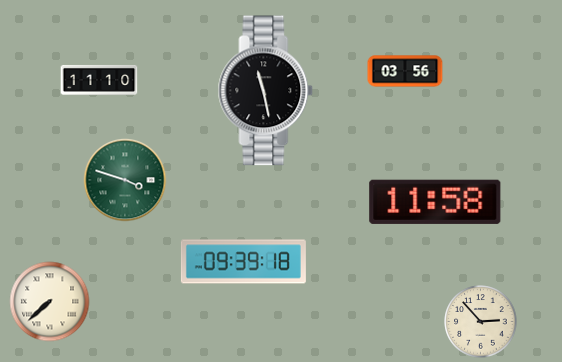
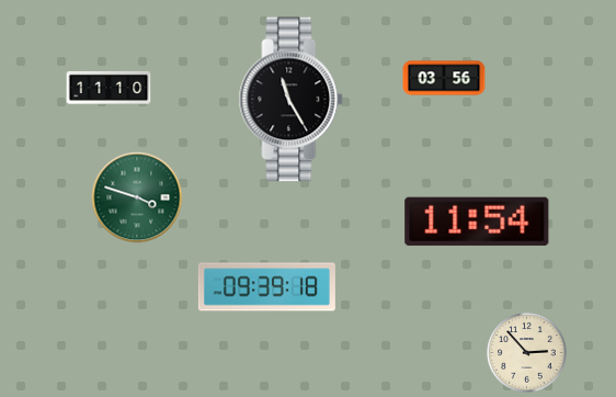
clock at (266, 91): 11:28 -> 11:25
clock at (435, 202): 11:58 -> 11:54
clock at (50, 302): 7:38 -> none
